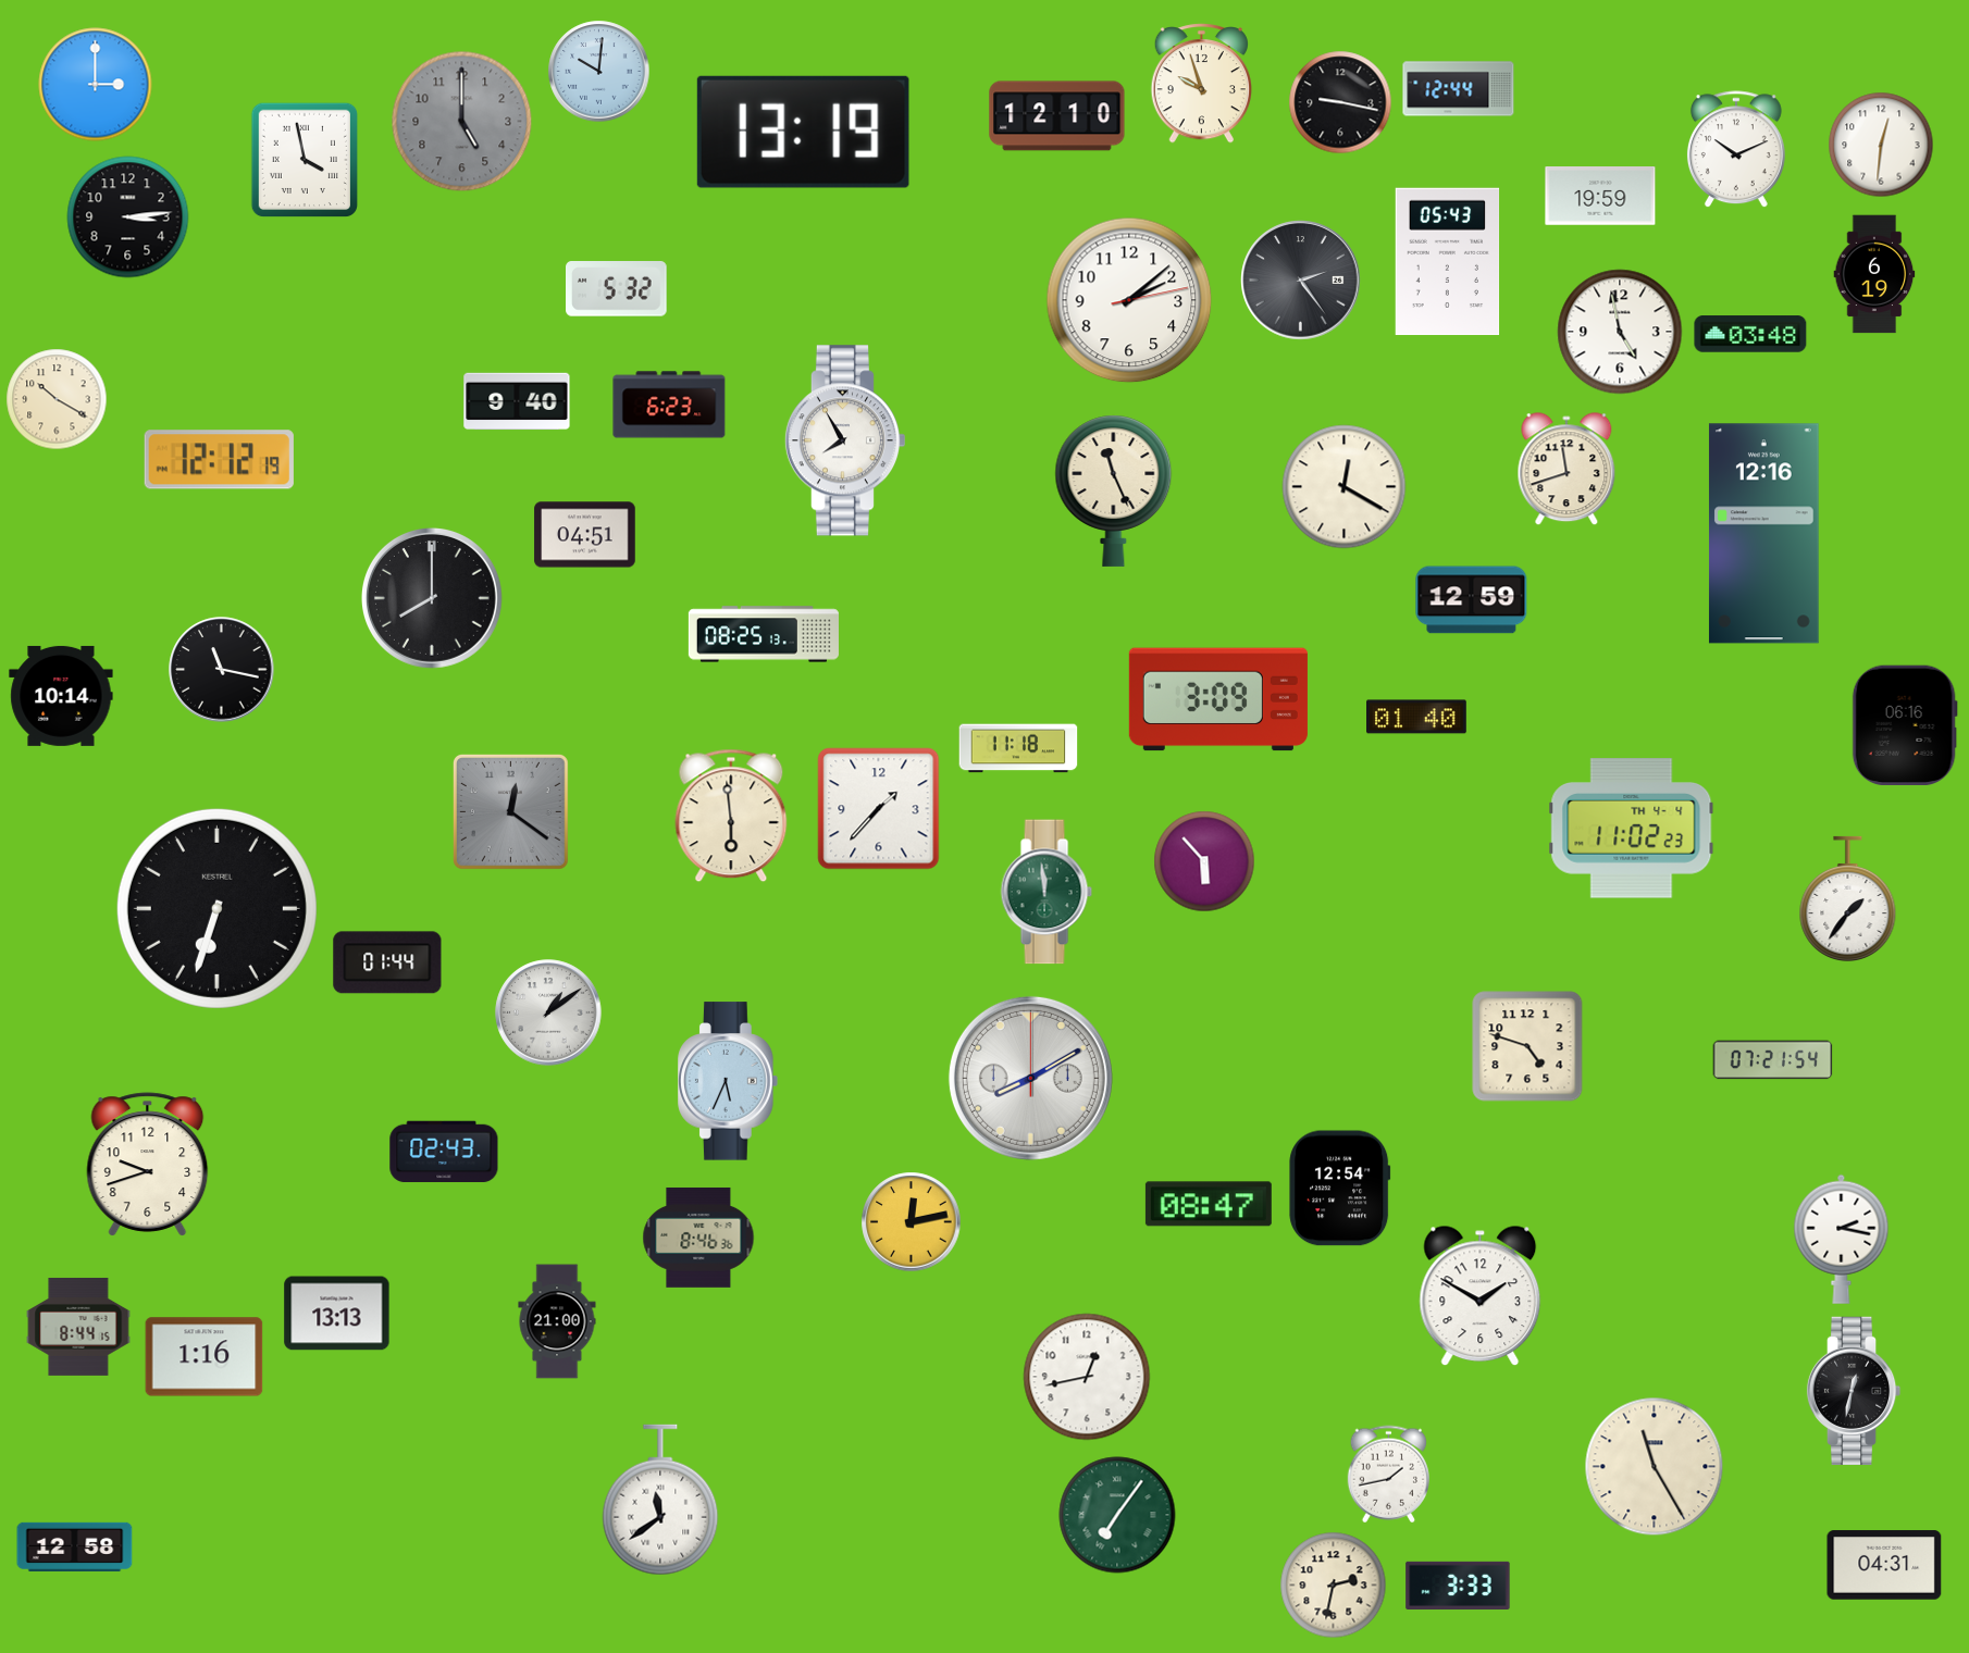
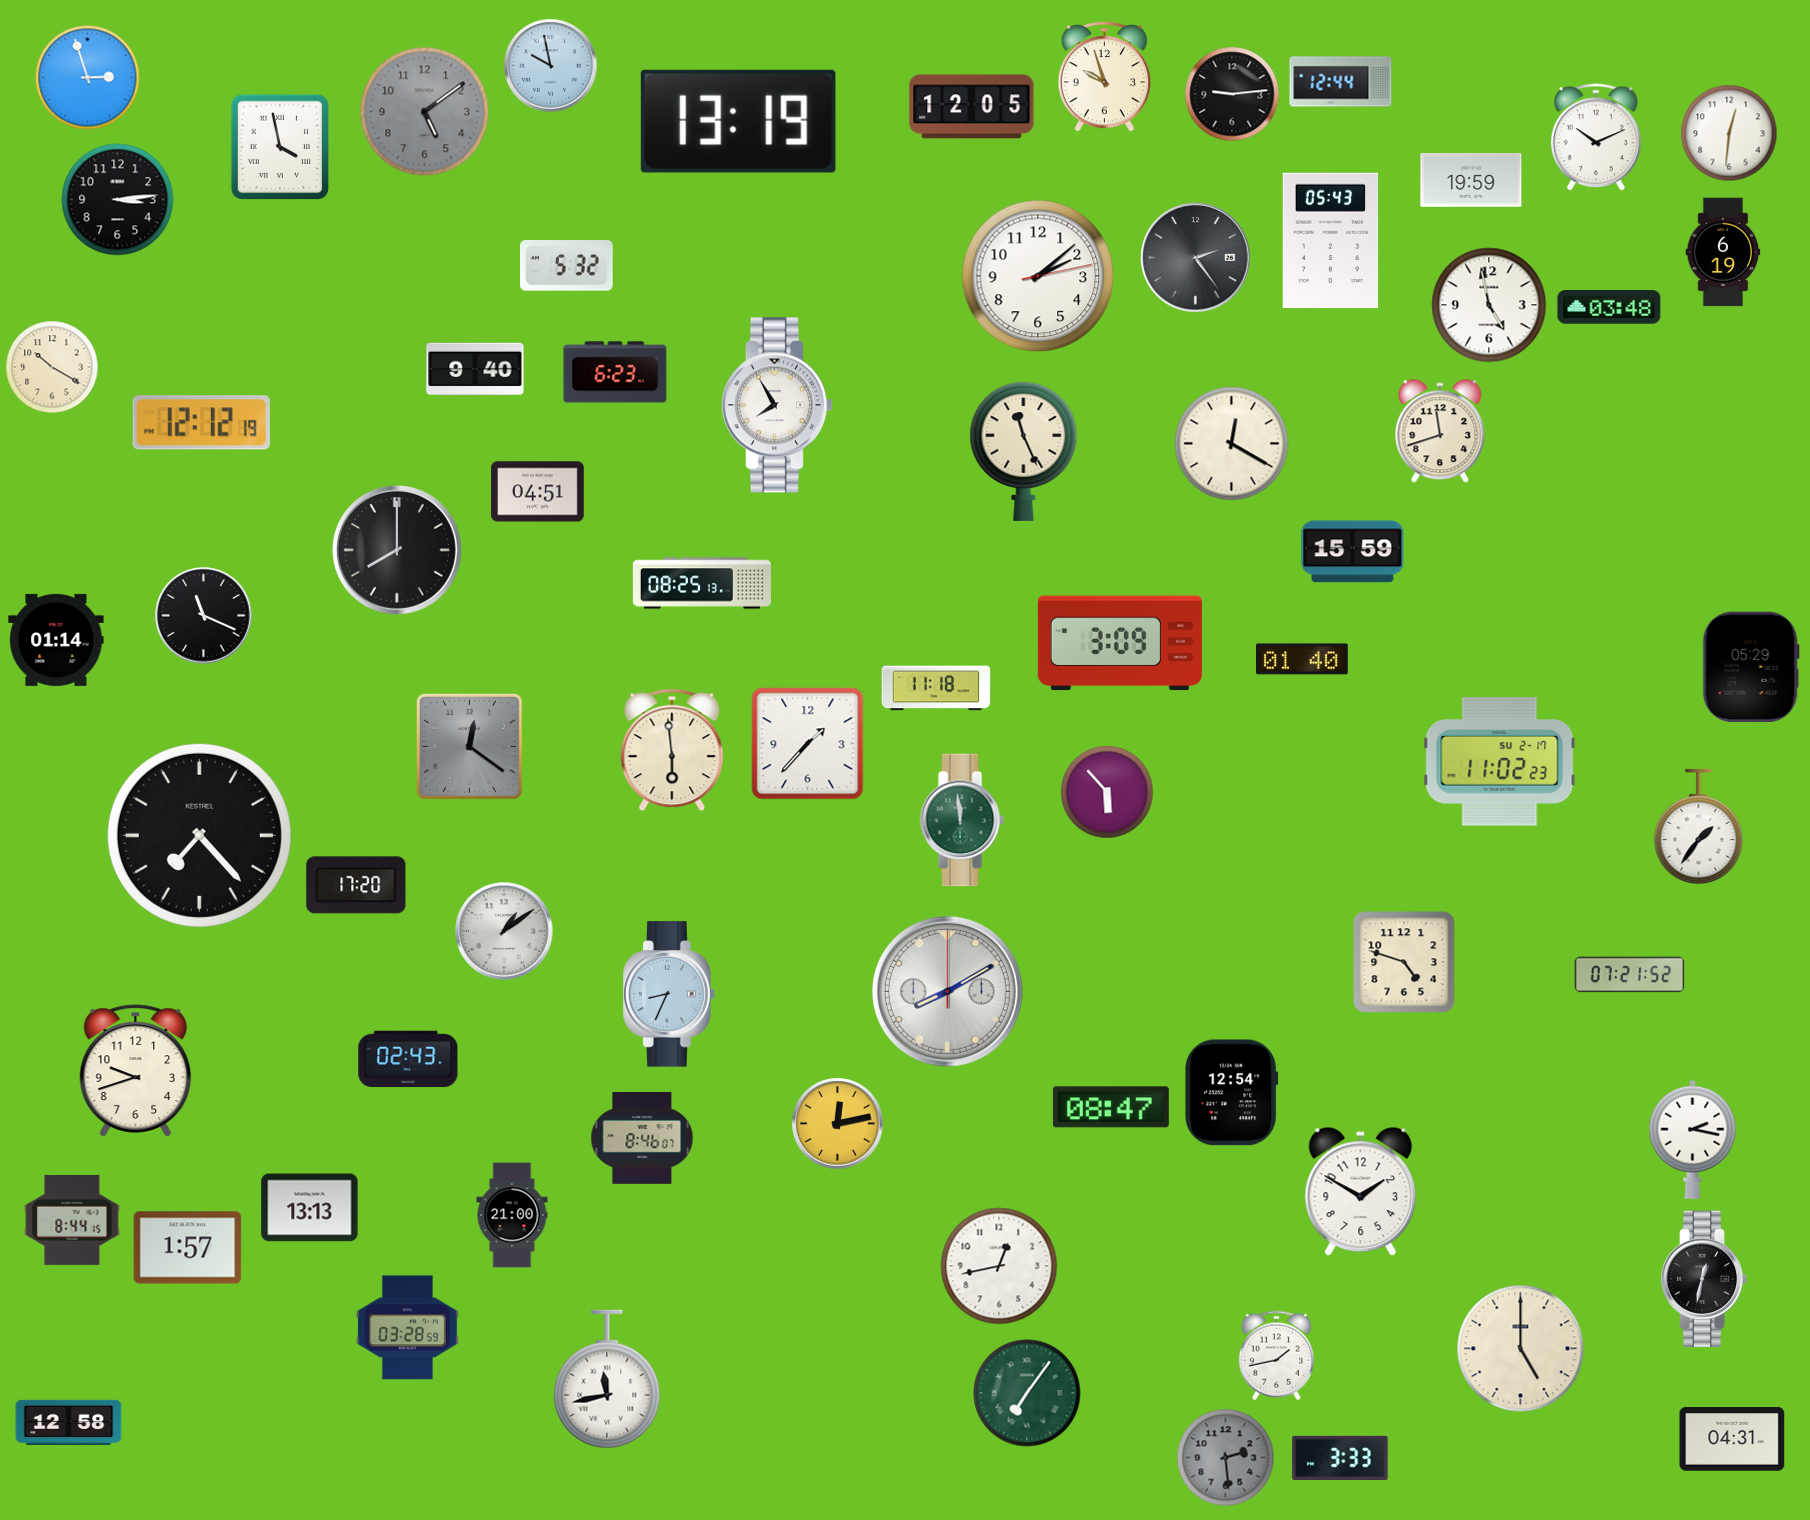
clock at (599, 72): 10:01 -> 9:58
clock at (96, 85): 3:00 -> 2:57
clock at (1340, 102): 9:17 -> 9:14
clock at (1057, 116): 12:10 -> 12:05
clock at (462, 122): 5:00 -> 5:09
clock at (1345, 487) position: (1345, 487) -> (1232, 444)
clock at (1763, 534): 12:16 -> none
clock at (1472, 600): 12:59 -> 15:59
clock at (222, 670): 11:17 -> 11:19
clock at (61, 696): 10:14 -> 01:14
clock at (1905, 724): 06:16 -> 05:29
clock at (1632, 829) date: TH 4-4 -> SU 2-17
clock at (216, 908): 6:33 -> 7:23
clock at (387, 962): 01:44 -> 17:20
clock at (1773, 1060): 07:21:54 -> 07:21:52
clock at (729, 1081): 5:34 -> 8:34
clock at (698, 1238): 8:46:36 -> 8:46:07
clock at (205, 1357): 1:16 -> 1:57
clock at (407, 1328): none -> 03:28
clock at (1655, 1467): 11:25 -> 5:00
clock at (660, 1500): 11:39 -> 11:43
clock at (1334, 1586): 2:32 -> 2:29
clock at (1334, 1586) dial: cream -> grey
